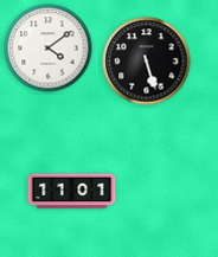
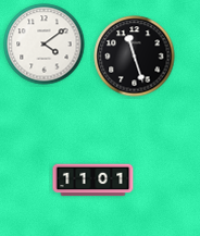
clock at (147, 62): 5:27 -> 11:27
clock at (72, 192) position: (72, 192) -> (93, 181)
